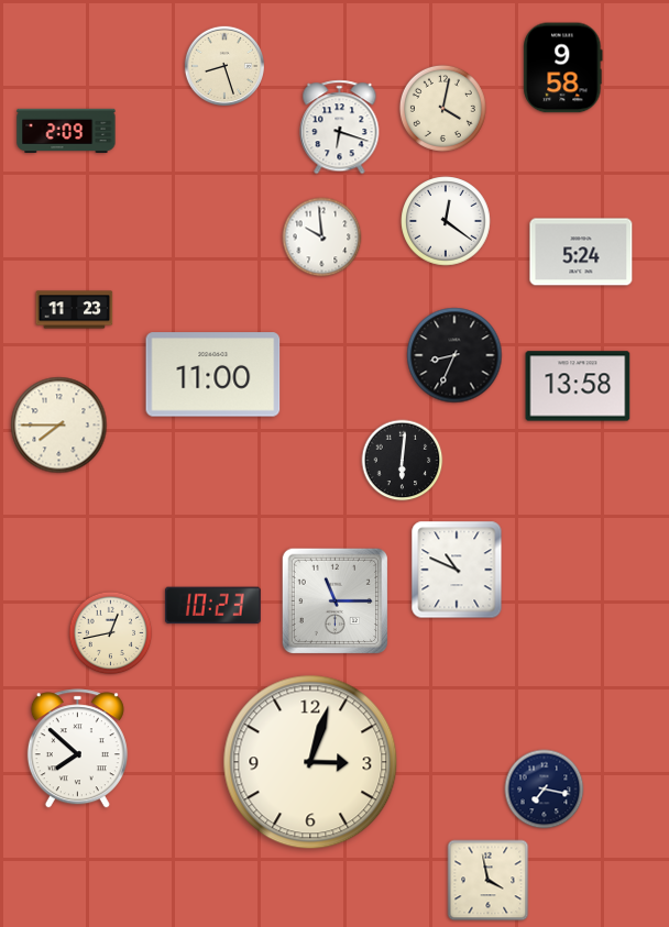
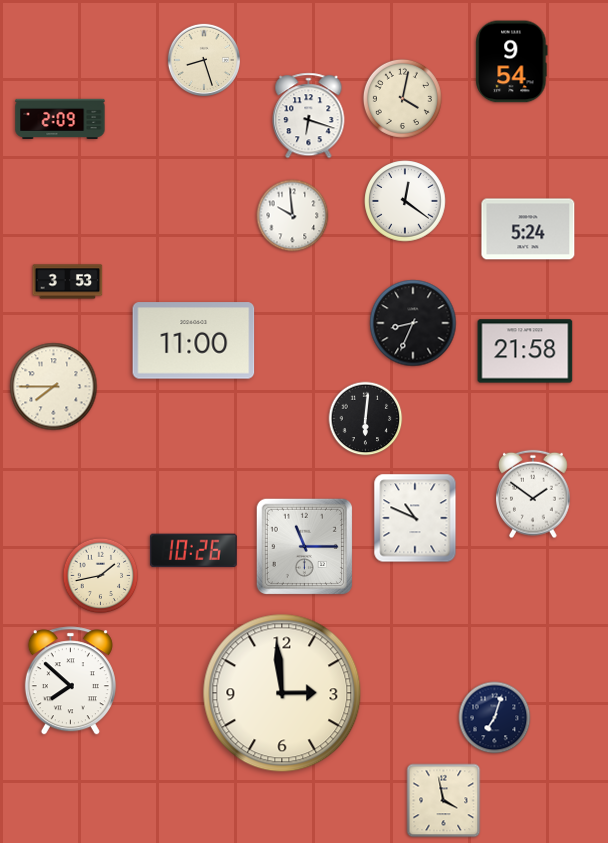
clock at (563, 68): 9:58 -> 9:54
clock at (75, 310): 11:23 -> 3:53
clock at (578, 386): 13:58 -> 21:58
clock at (534, 494): none -> 1:51
clock at (212, 606): 10:23 -> 10:26
clock at (111, 633): 12:43 -> 1:43
clock at (310, 762): 3:03 -> 2:59
clock at (545, 790): 7:17 -> 7:03
